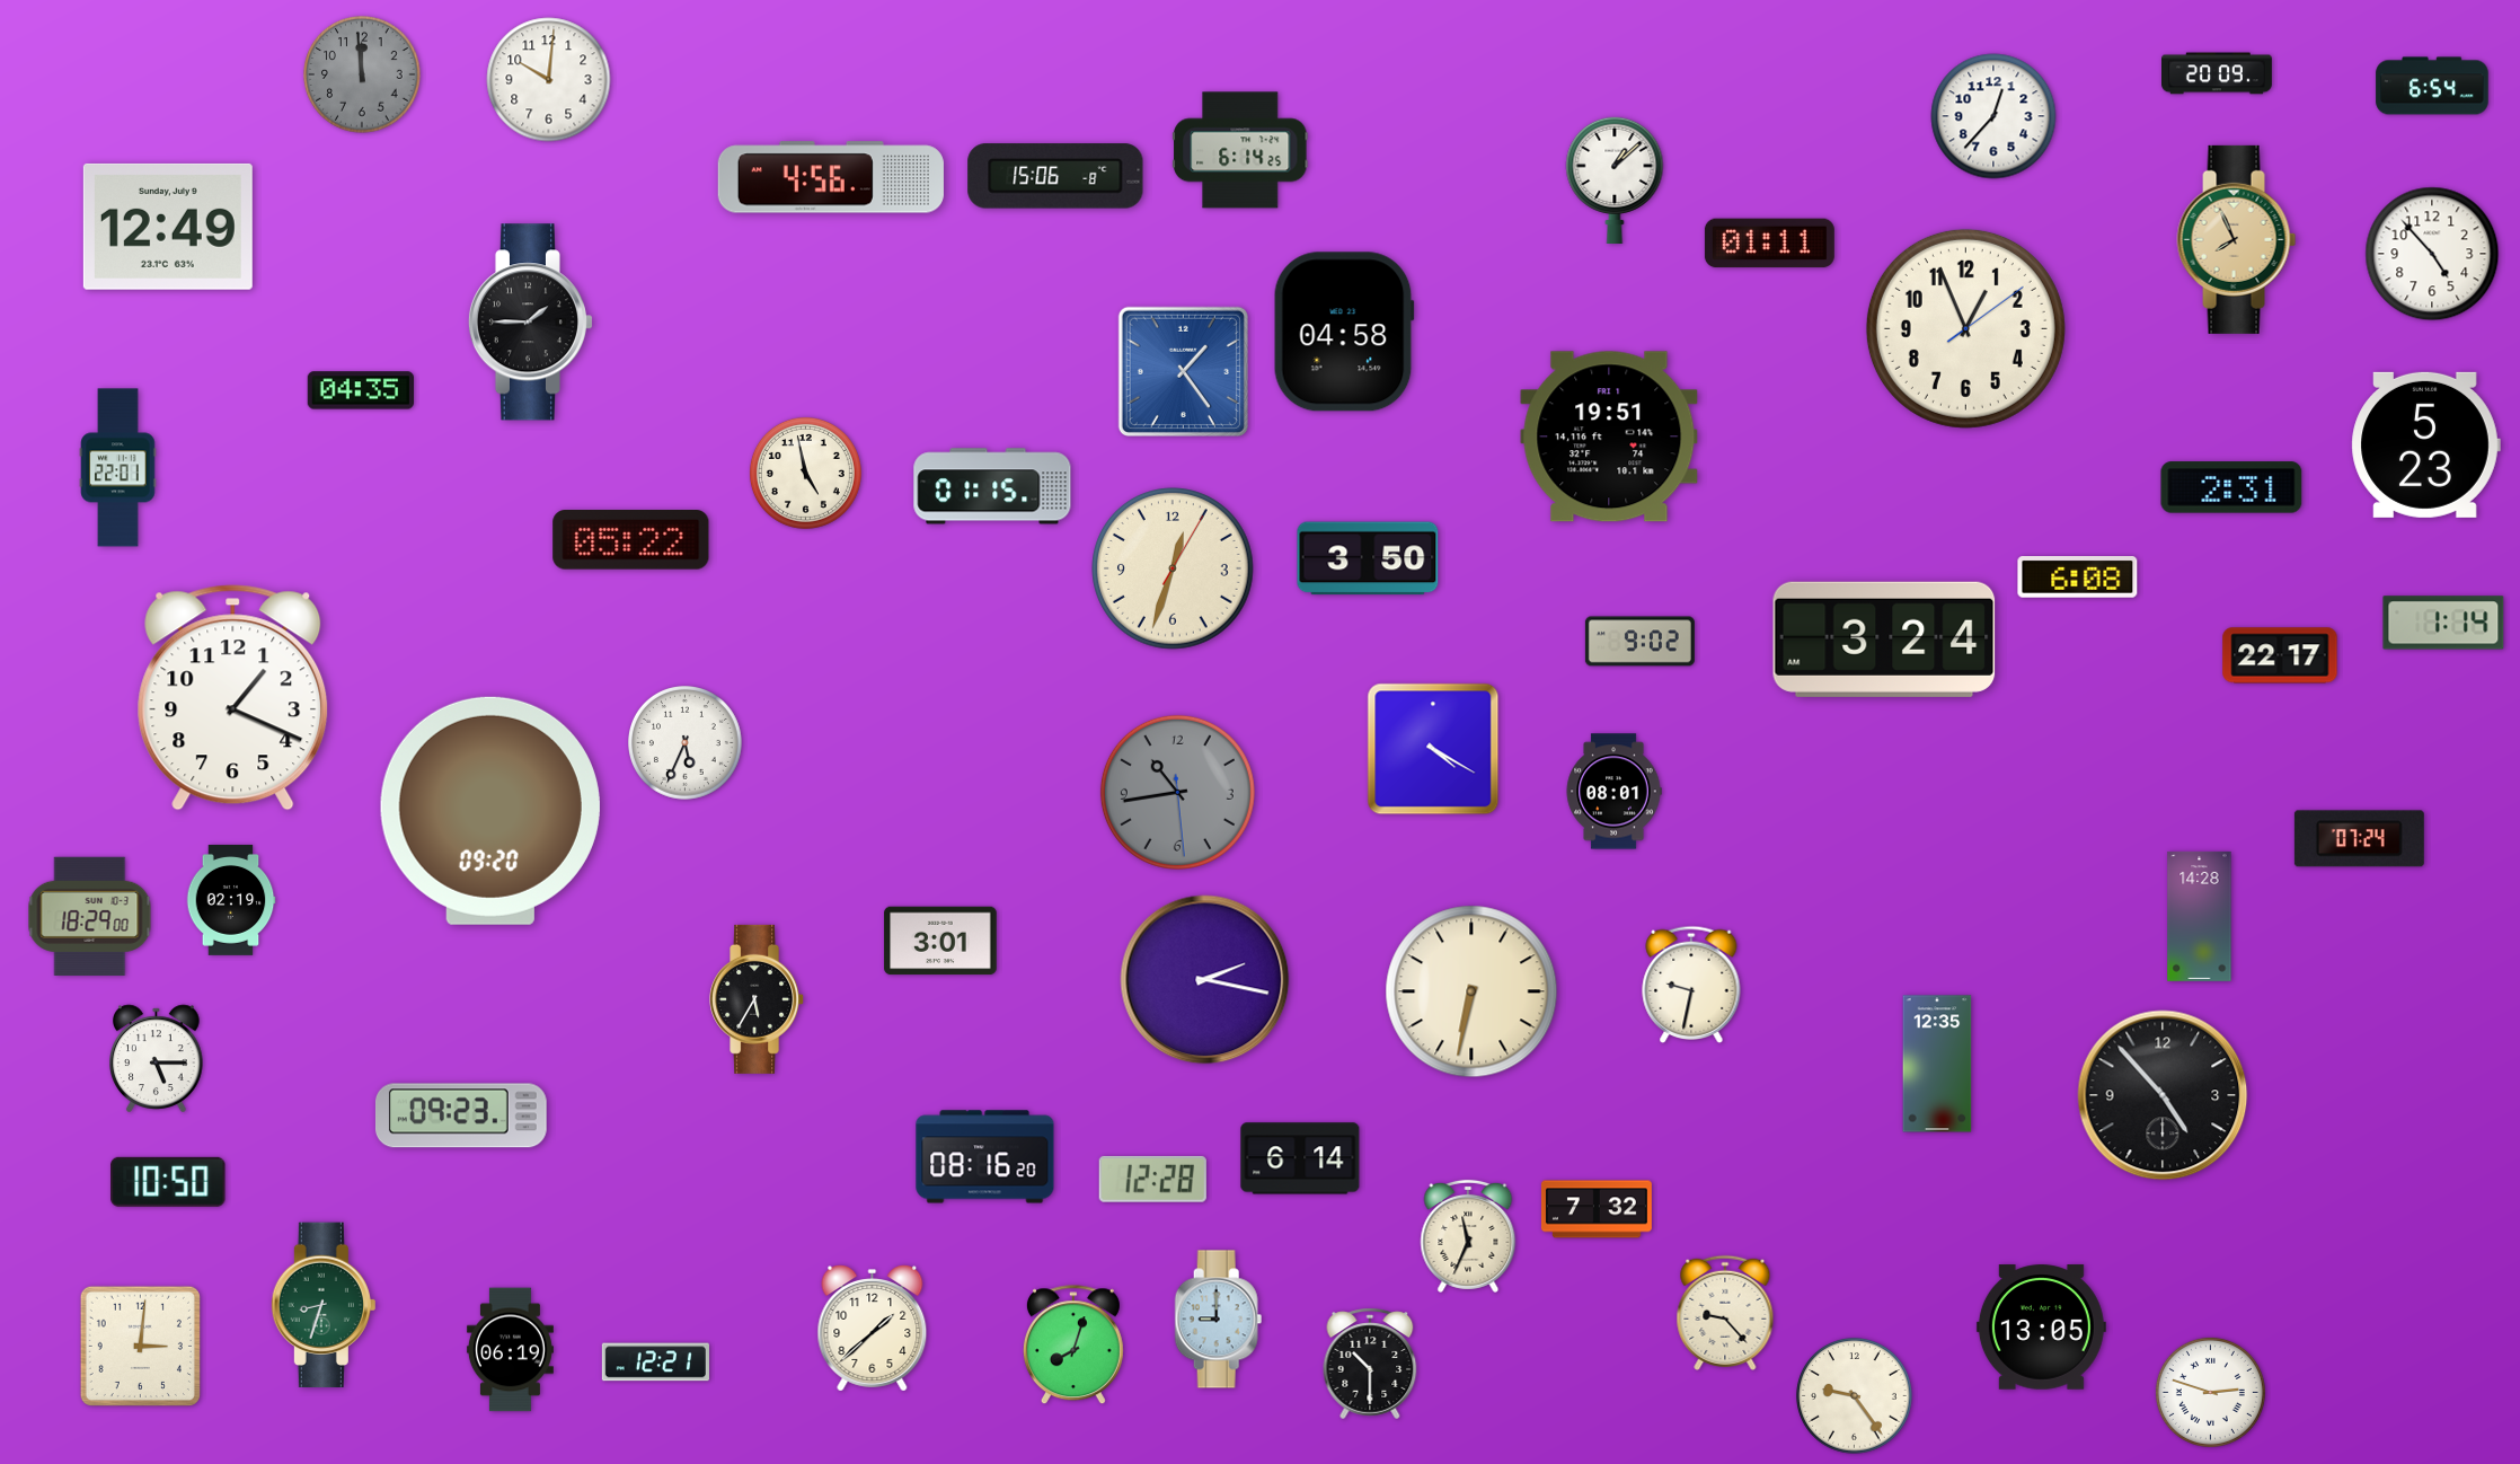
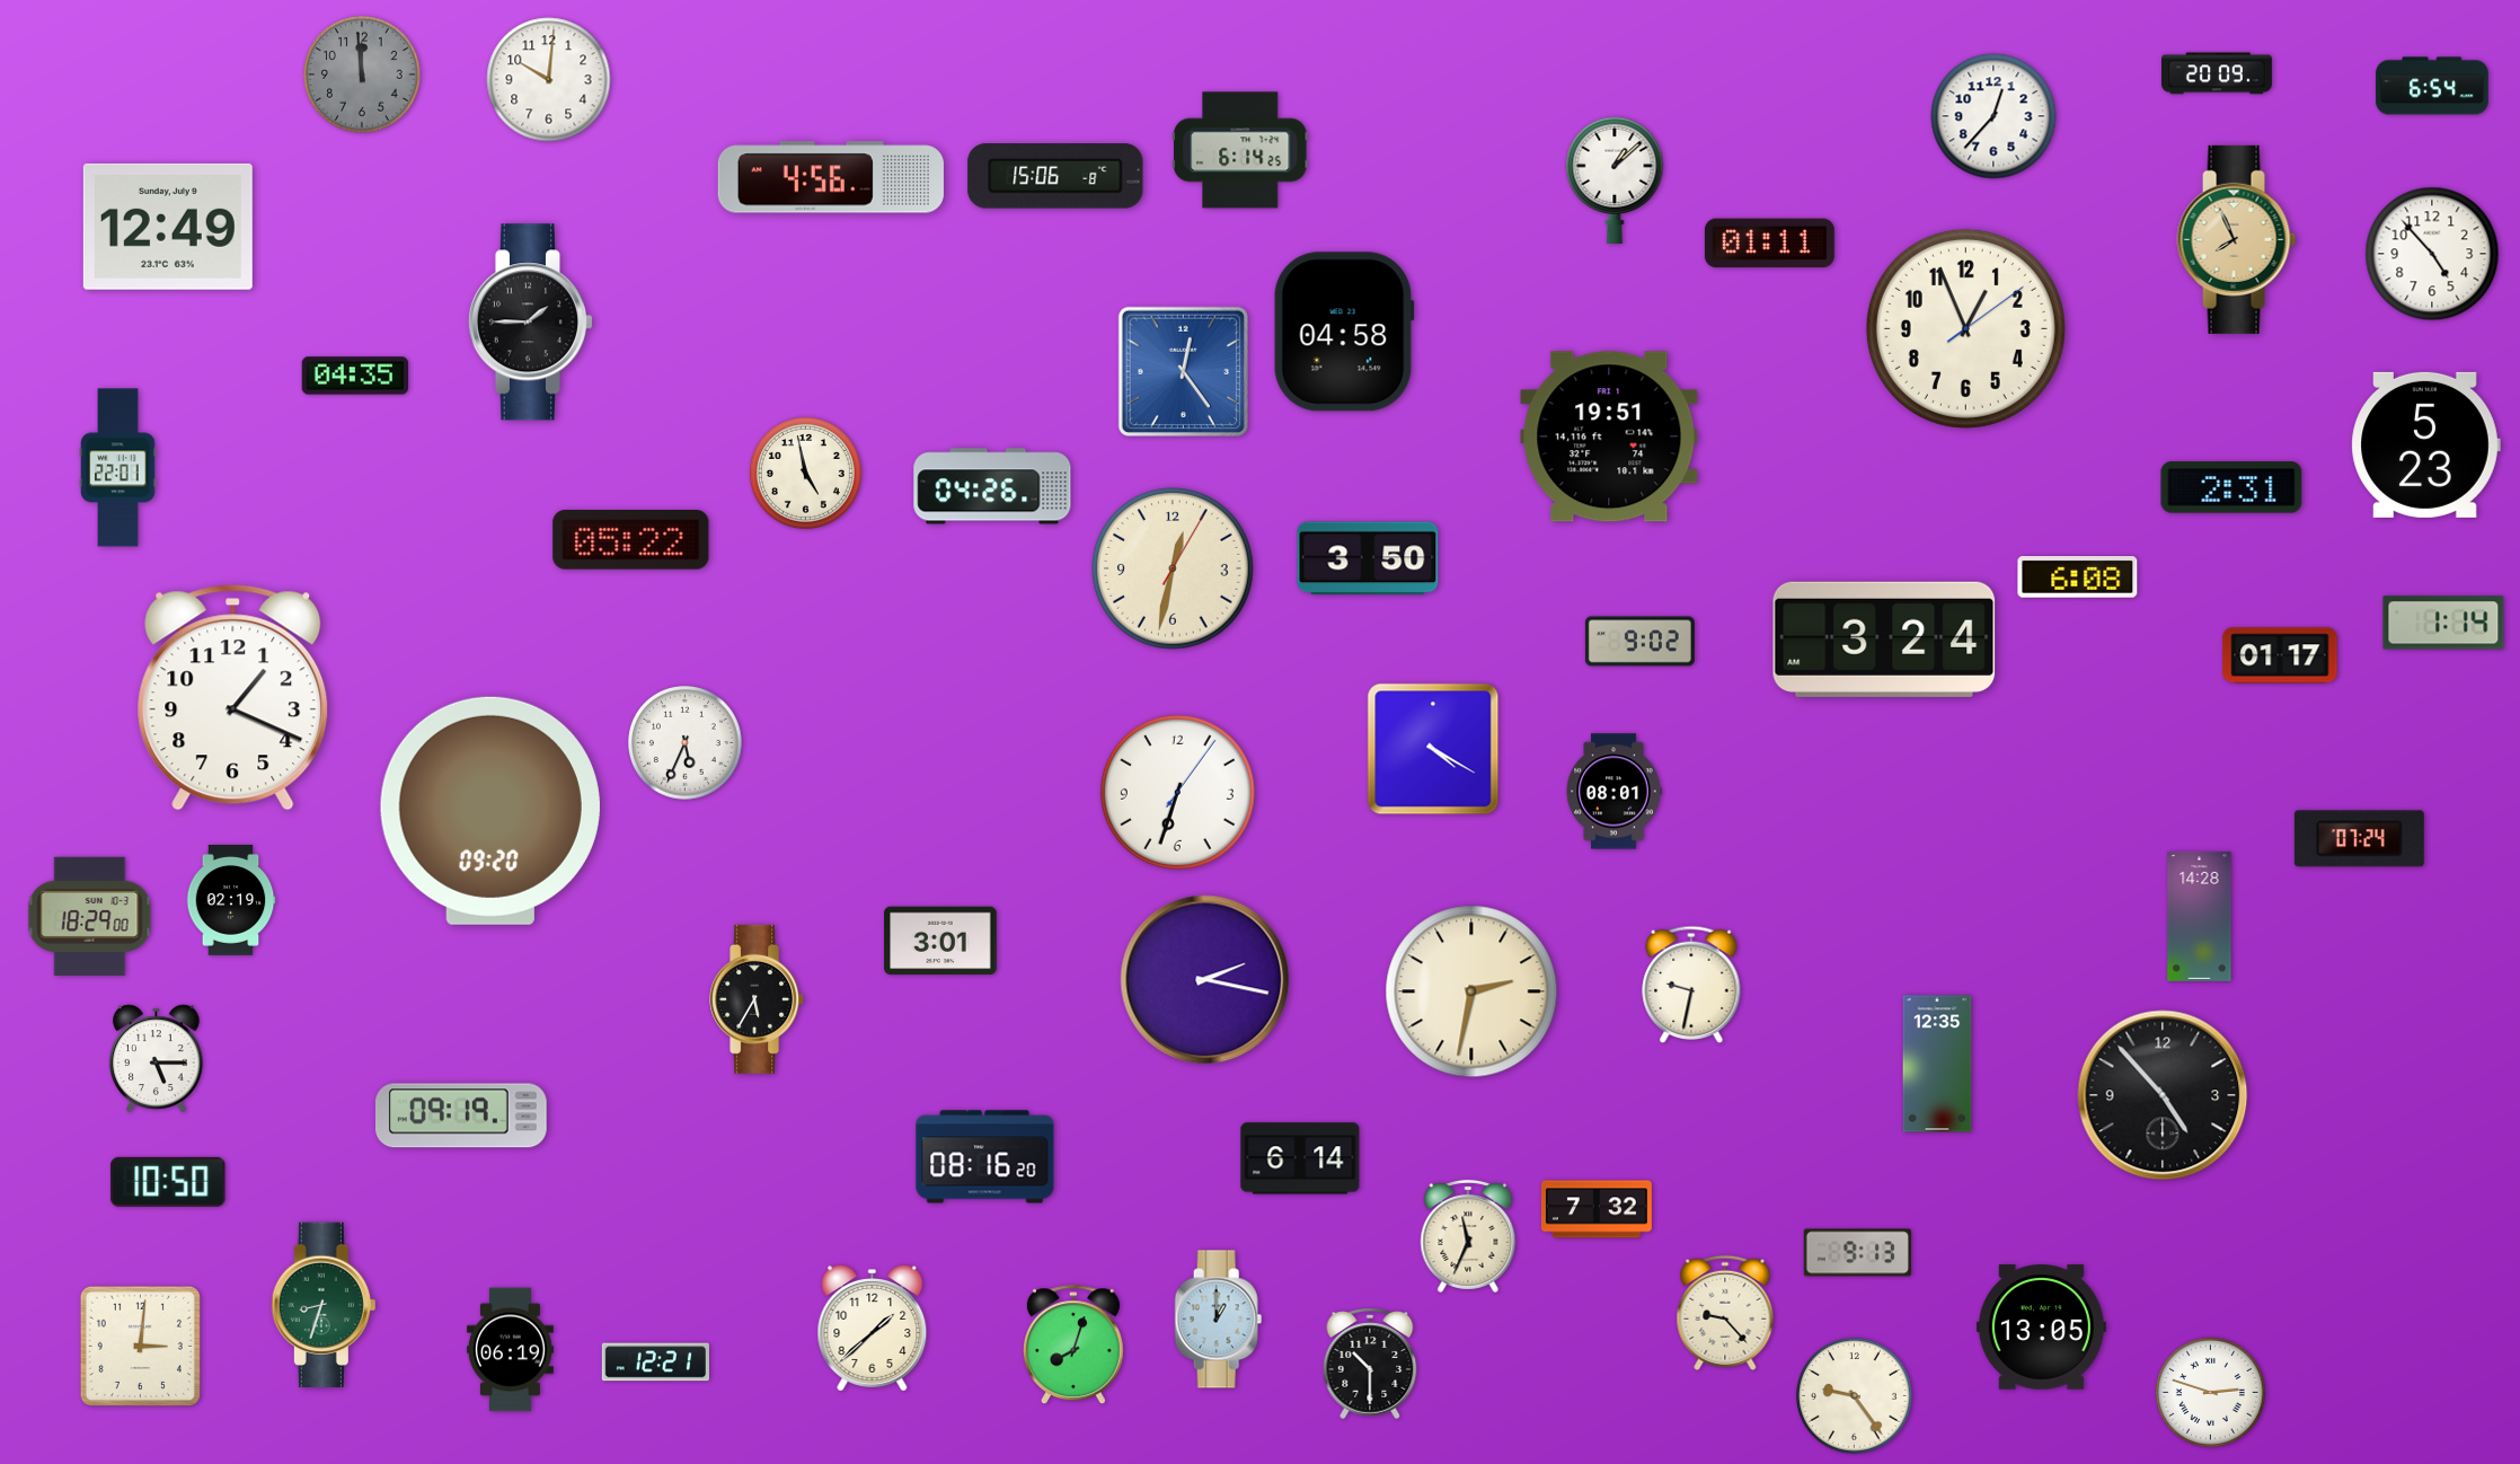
clock at (1183, 371): 1:24 -> 12:24
clock at (361, 390) position: (361, 390) -> (355, 376)
clock at (992, 486): 01:15 -> 04:26
clock at (1173, 568): 12:33 -> 12:32
clock at (2280, 655): 22:17 -> 01:17
clock at (1177, 792): 10:43 -> 6:33
clock at (1177, 792) dial: grey -> white
clock at (1471, 991): 6:32 -> 2:32
clock at (461, 1115): 09:23 -> 09:19
clock at (1152, 1179): 12:28 -> none
clock at (1857, 1253): none -> 9:13
clock at (1219, 1320): 9:00 -> 1:00
